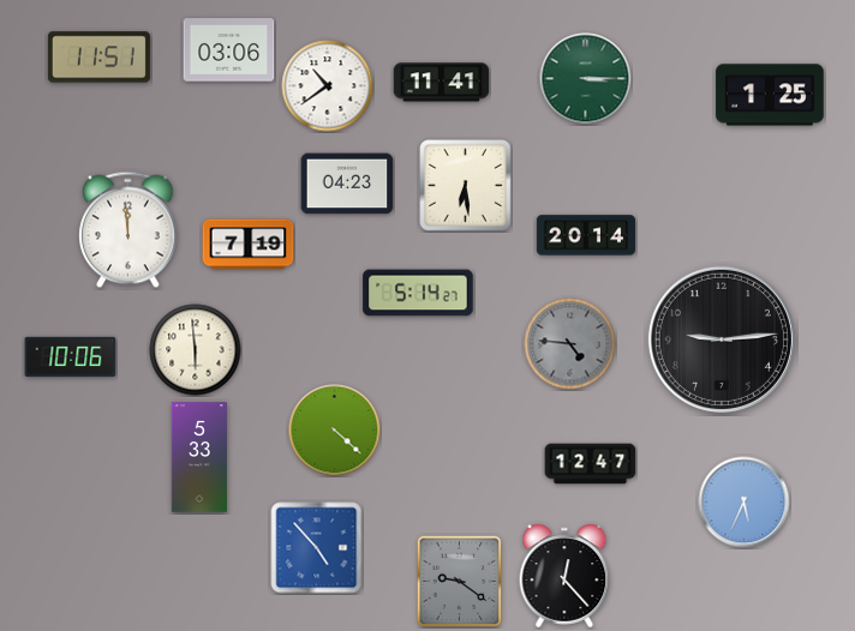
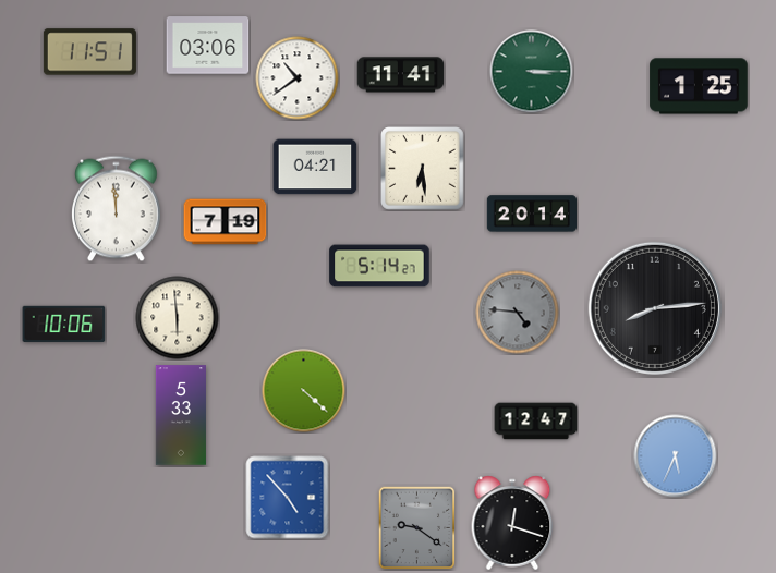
clock at (347, 184): 04:23 -> 04:21
clock at (722, 339): 9:14 -> 8:14
clock at (564, 576): 12:23 -> 12:18
